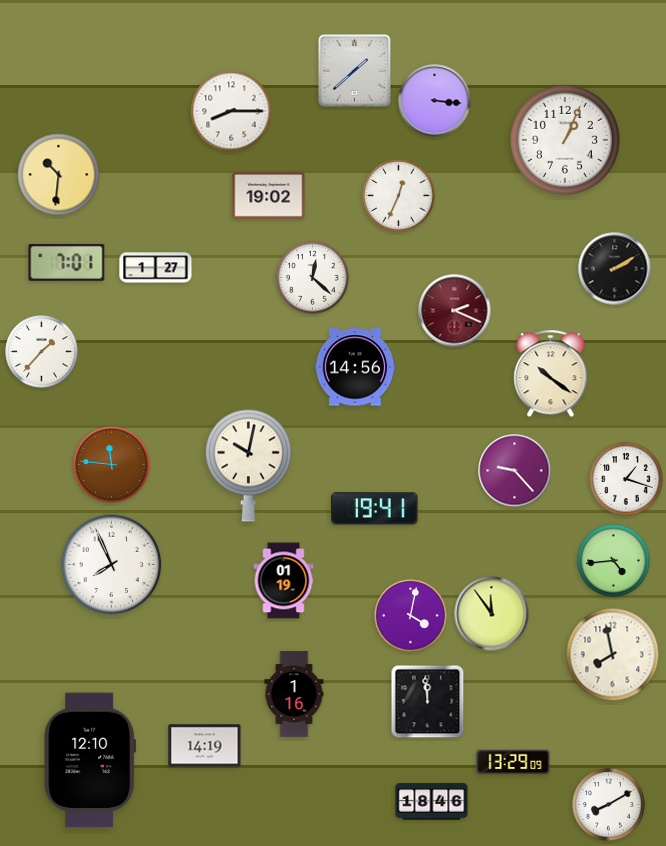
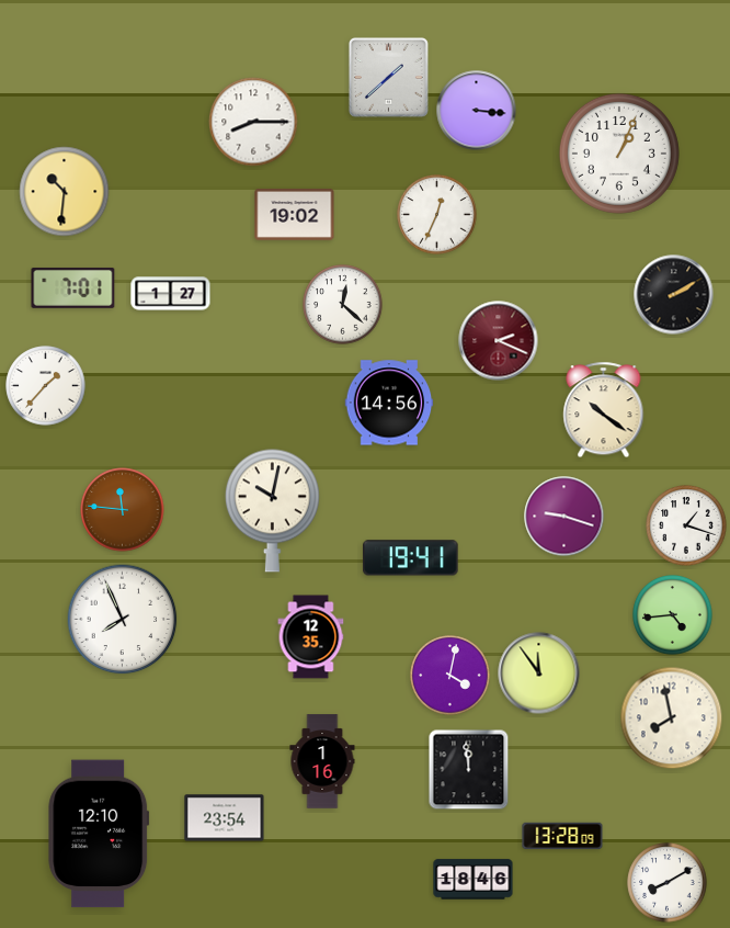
clock at (515, 471): 9:23 -> 9:18
clock at (284, 581): 01:19 -> 12:35
clock at (205, 746): 14:19 -> 23:54
clock at (513, 762): 13:29 -> 13:28
